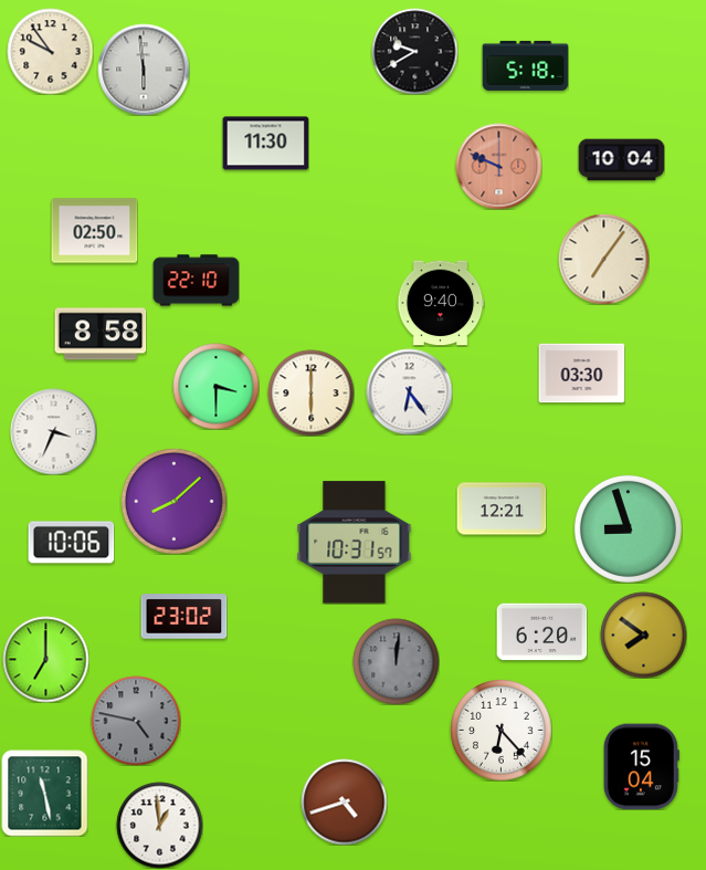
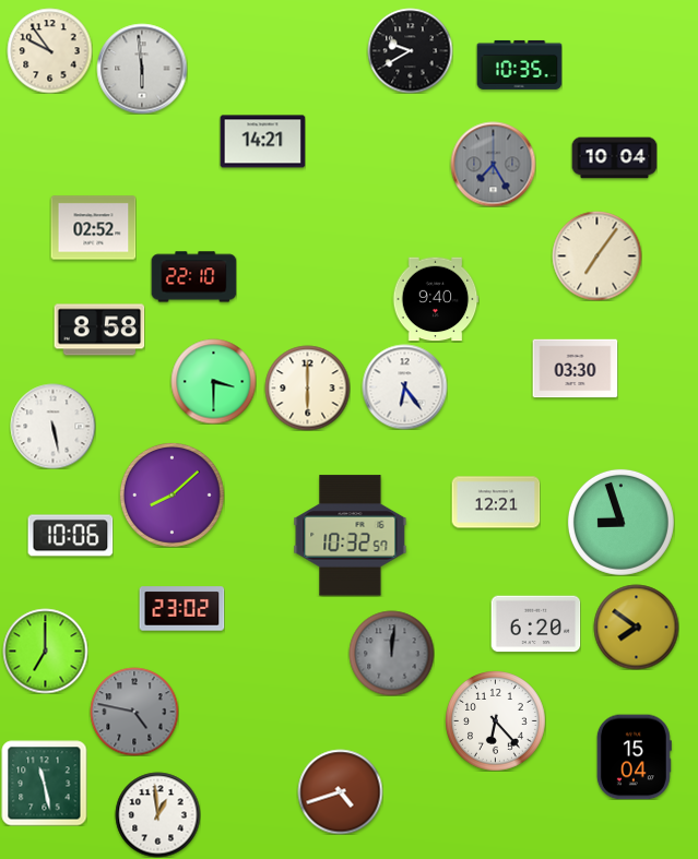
clock at (525, 65): 5:18 -> 10:35
clock at (265, 144): 11:30 -> 14:21
clock at (498, 166): 9:49 -> 7:25
clock at (498, 166) dial: salmon -> grey
clock at (94, 231): 02:50 -> 02:52
clock at (53, 431): 3:34 -> 5:28
clock at (355, 543): 10:31 -> 10:32
